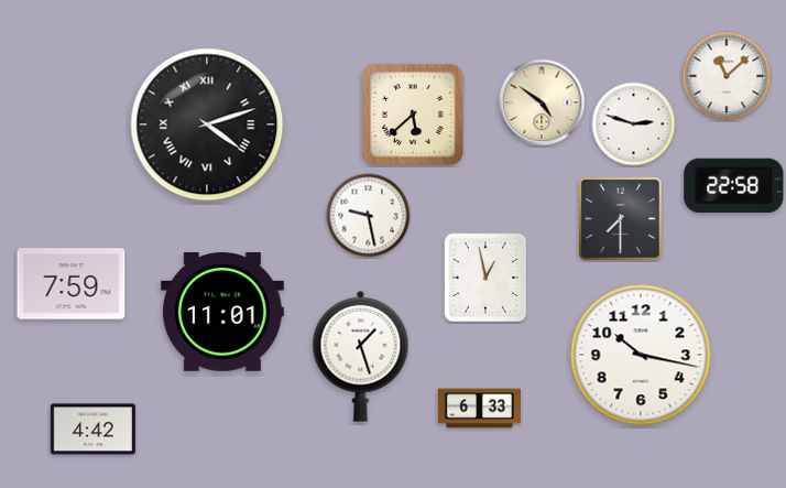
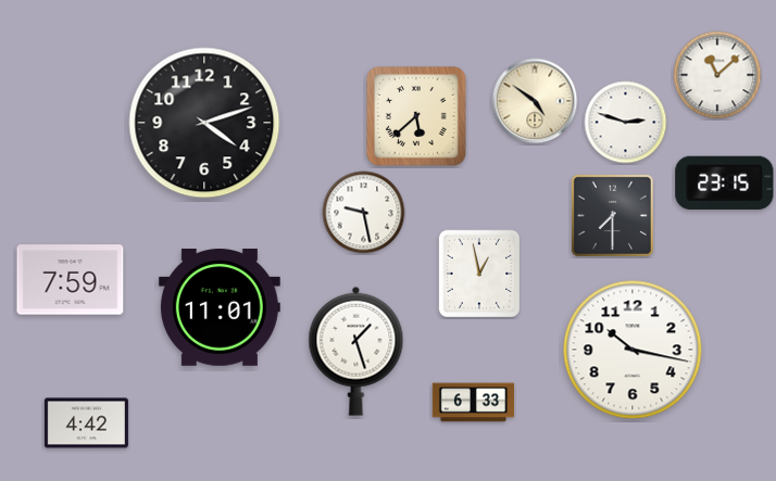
clock at (414, 116) position: (414, 116) -> (417, 117)
clock at (207, 124) numerals: Roman -> Arabic
clock at (734, 185): 22:58 -> 23:15
clock at (92, 430) position: (92, 430) -> (86, 423)
